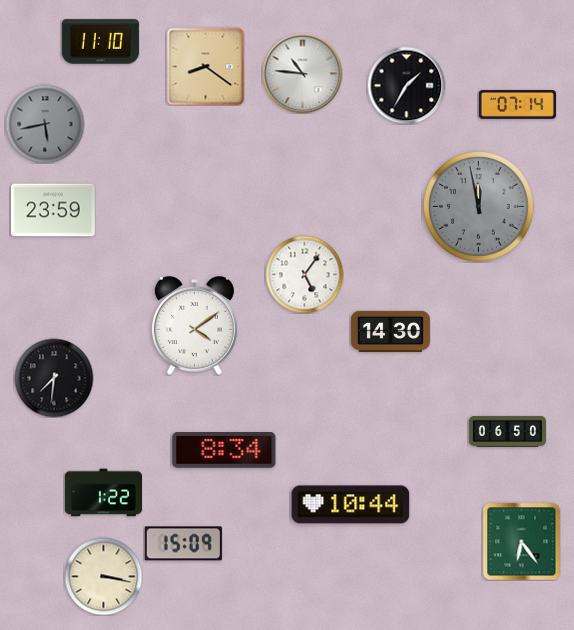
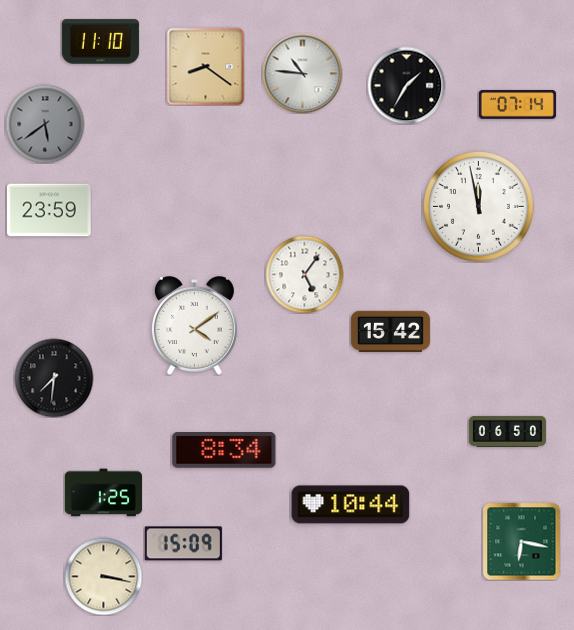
clock at (45, 124): 5:43 -> 5:39
clock at (479, 207) dial: grey -> white
clock at (53, 210) position: (53, 210) -> (49, 210)
clock at (390, 331): 14:30 -> 15:42
clock at (103, 493): 1:22 -> 1:25
clock at (521, 541): 6:24 -> 6:17
